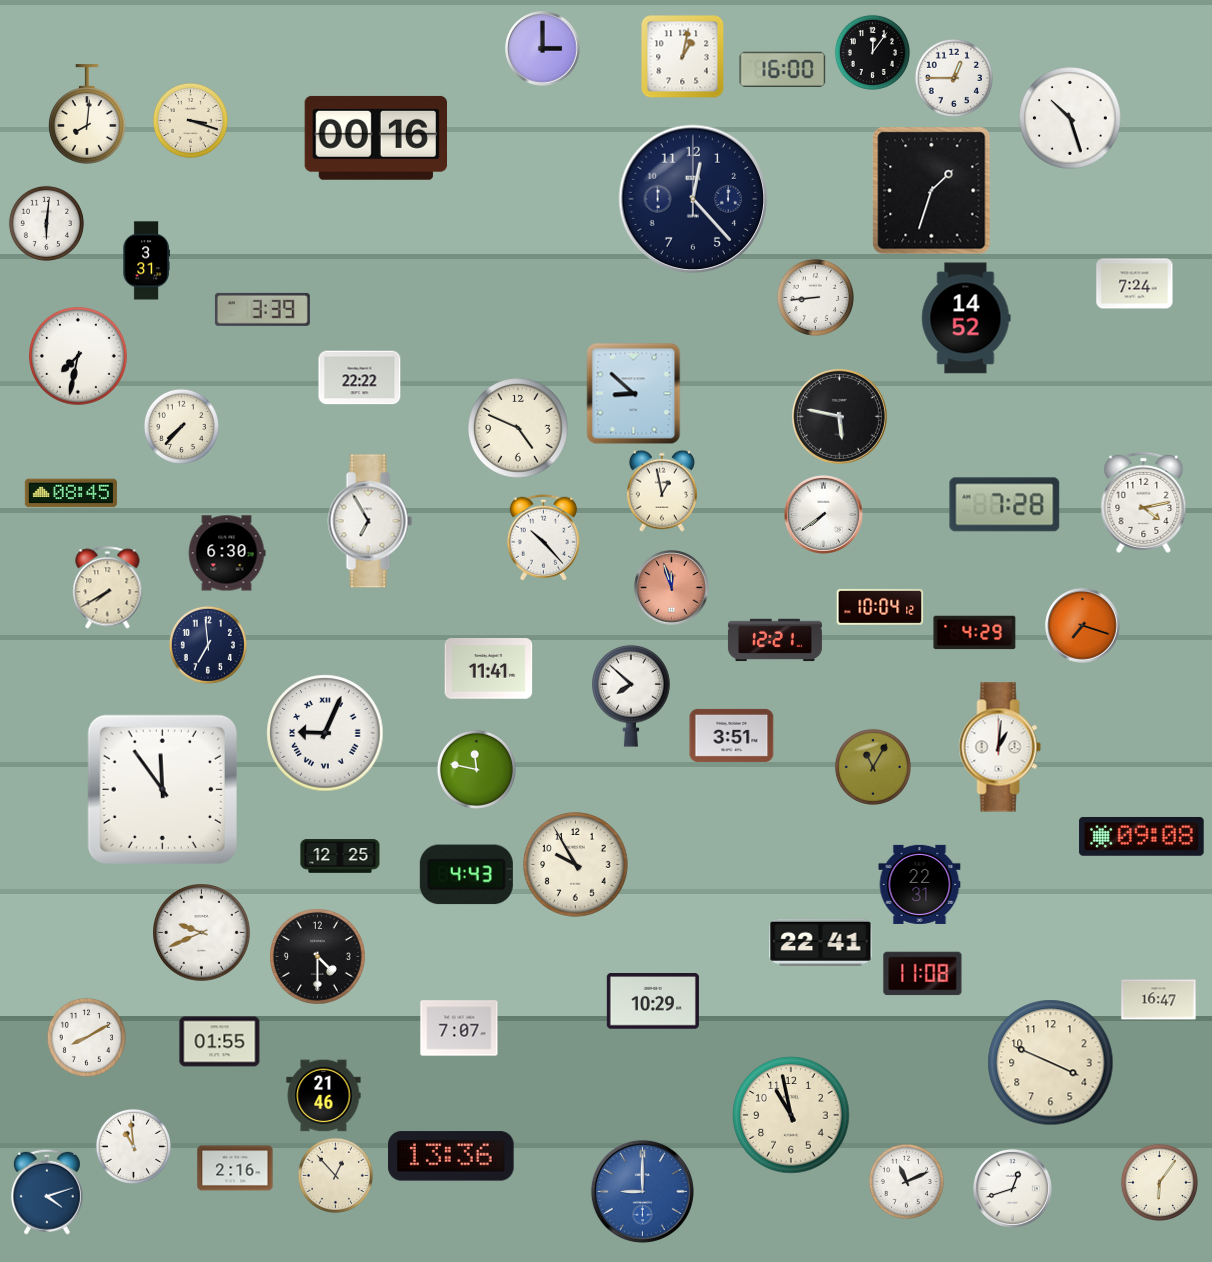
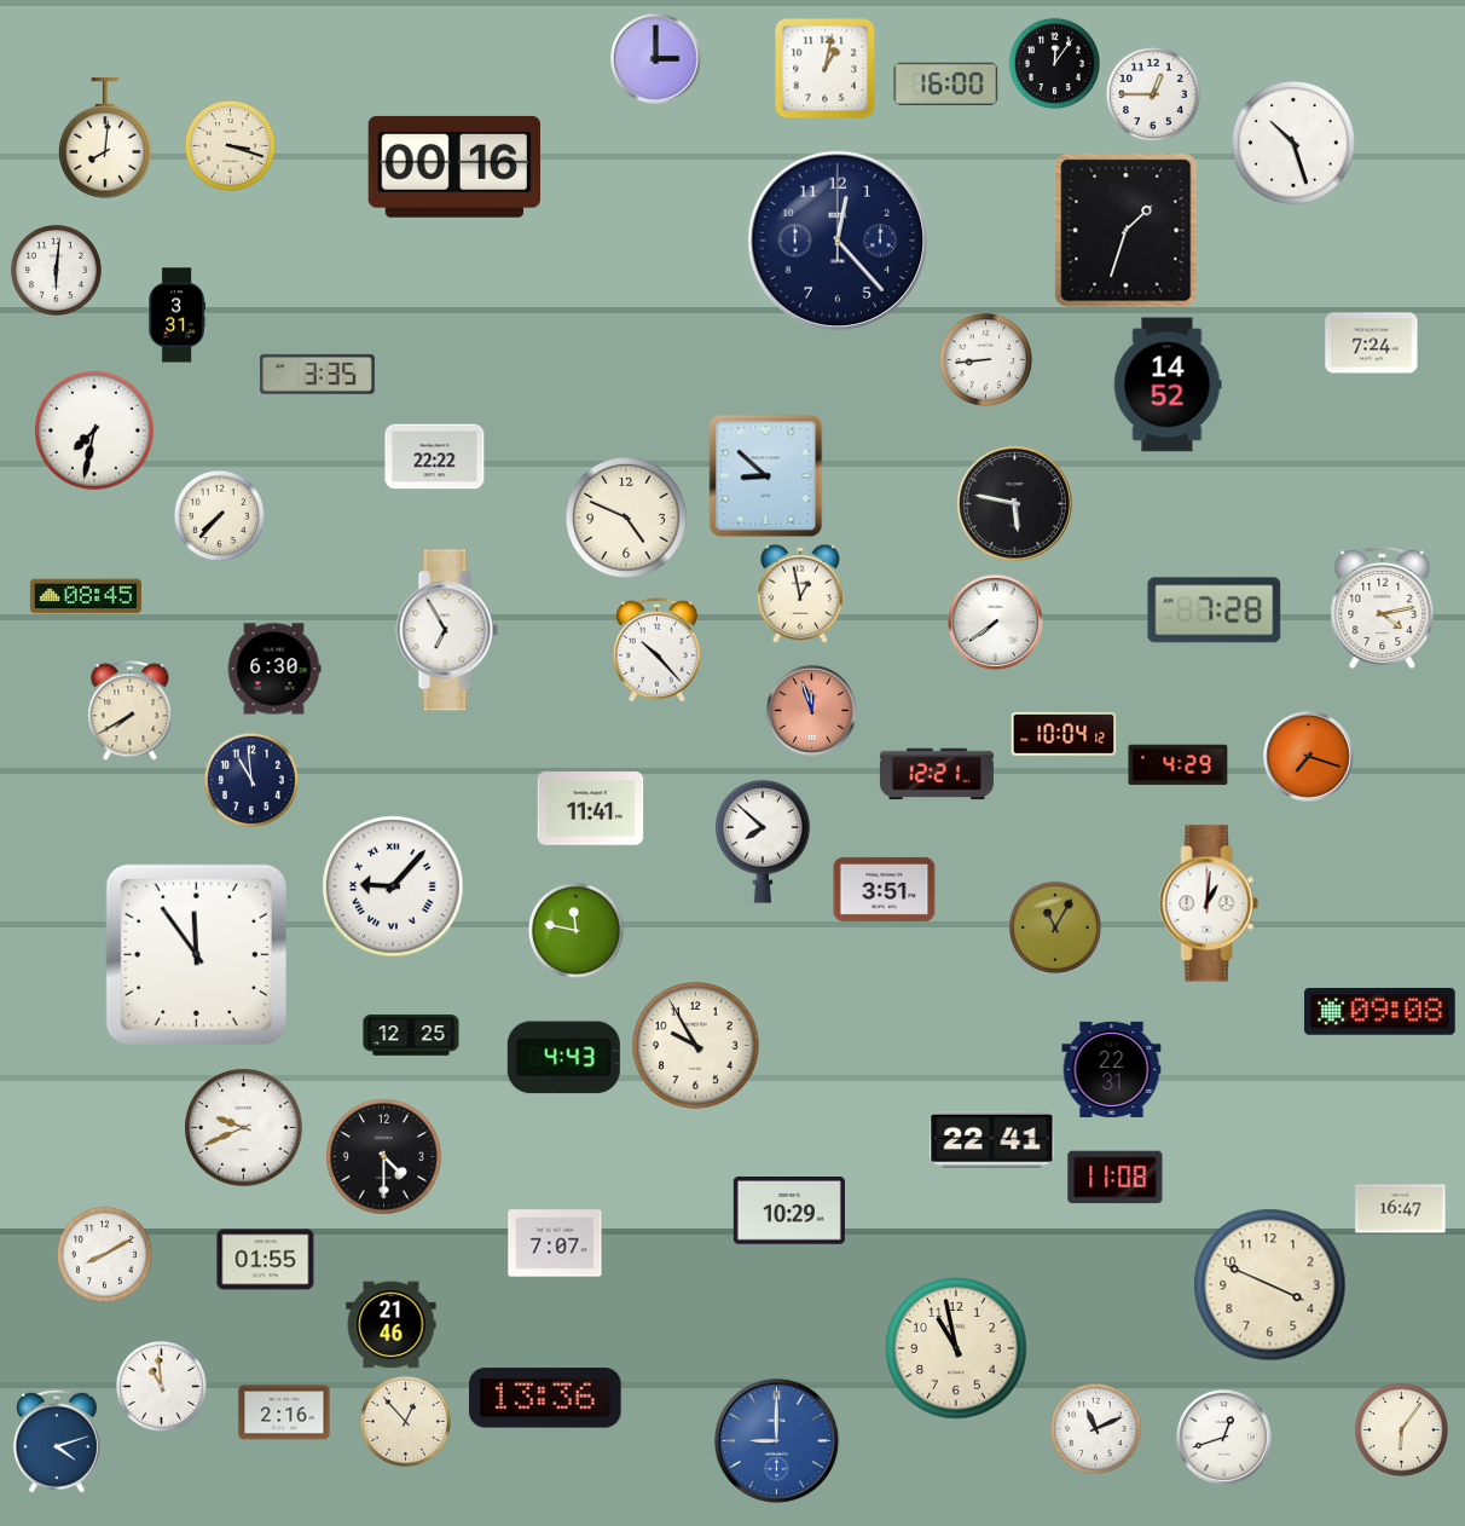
clock at (262, 309): 3:39 -> 3:35
clock at (208, 645): 6:59 -> 10:59
clock at (325, 733): 9:04 -> 9:07
